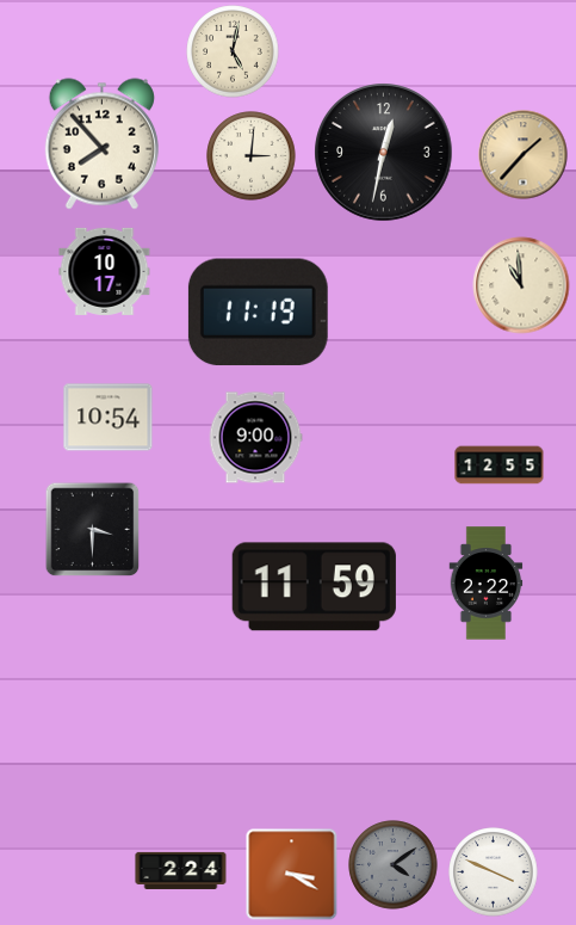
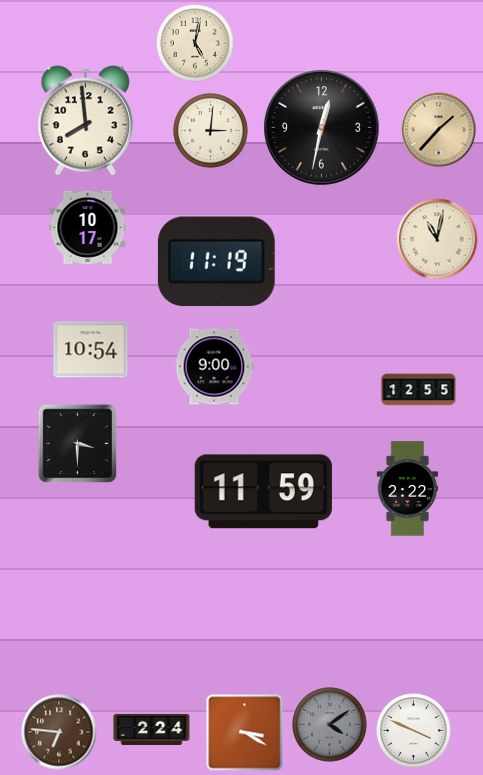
clock at (101, 144): 7:53 -> 7:59
clock at (521, 285): 10:59 -> 11:02
clock at (59, 732): none -> 6:46
